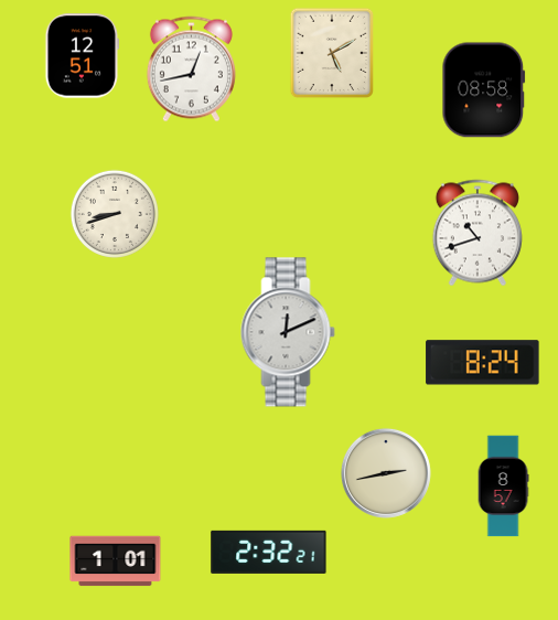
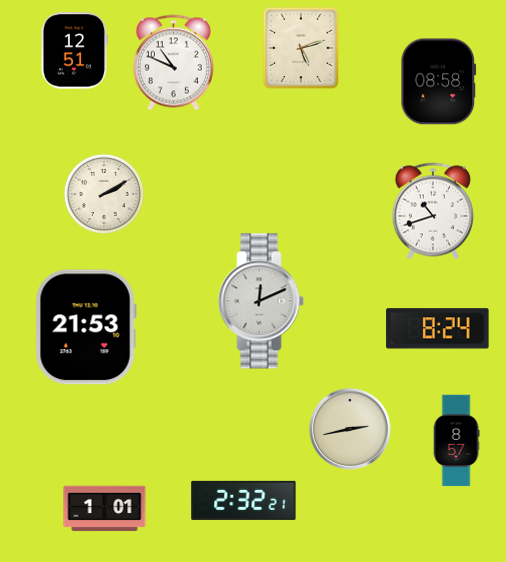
clock at (331, 53): 5:10 -> 5:12
clock at (191, 70): 12:43 -> 10:49
clock at (114, 213): 8:42 -> 2:10
clock at (86, 327): none -> 21:53
